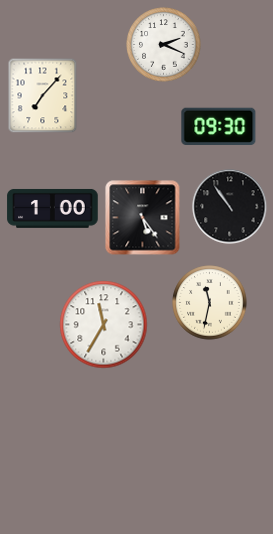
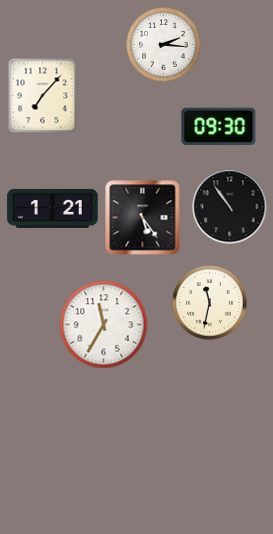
clock at (164, 45): 2:19 -> 2:16
clock at (53, 208): 1:00 -> 1:21
